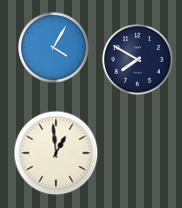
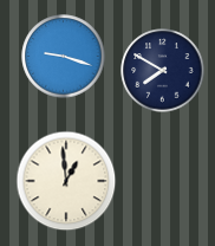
clock at (54, 48): 4:05 -> 9:18
